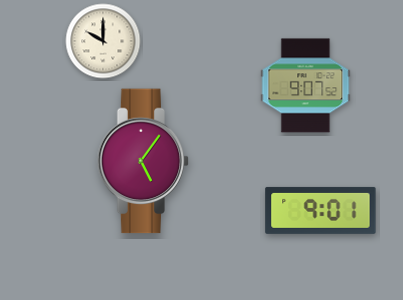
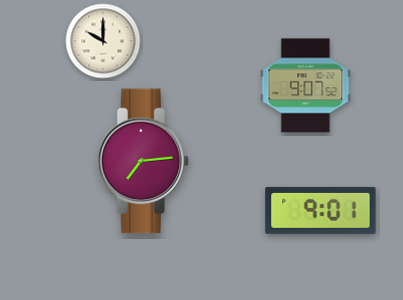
clock at (143, 161): 5:06 -> 7:14
